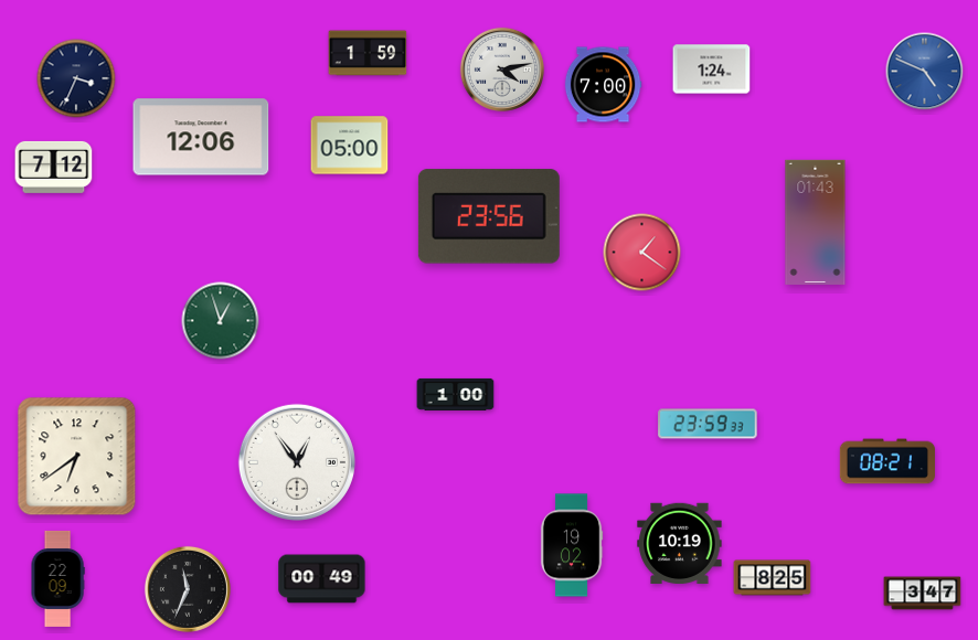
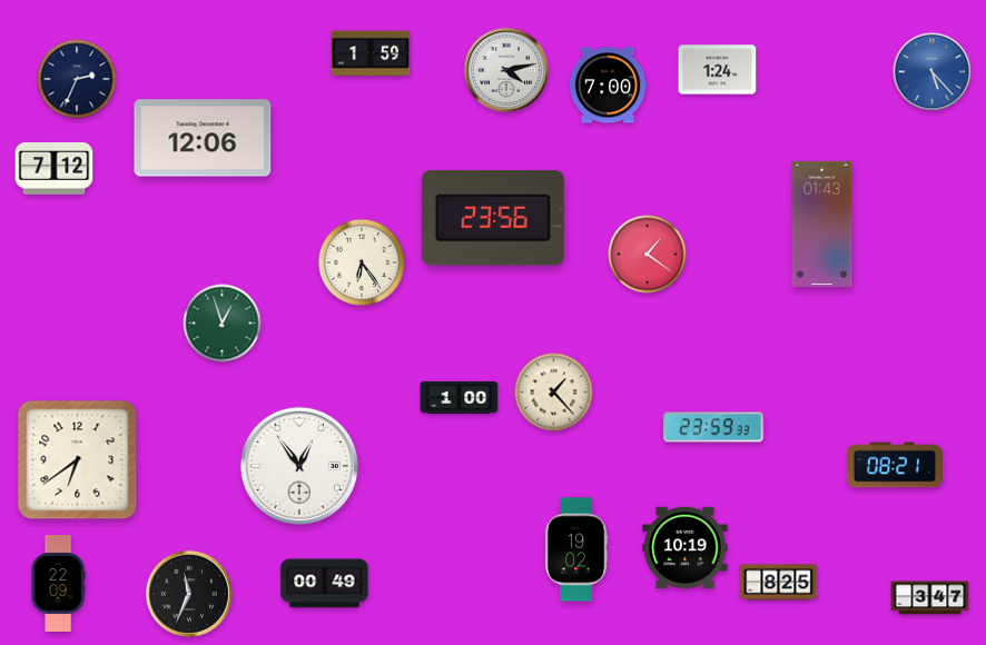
clock at (925, 72): 4:49 -> 5:23
clock at (76, 78): 3:34 -> 2:34
clock at (350, 146): 05:00 -> none
clock at (362, 262): none -> 6:24
clock at (554, 393): none -> 1:23
